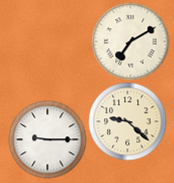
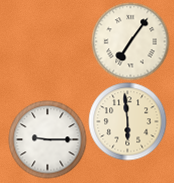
clock at (130, 41): 7:10 -> 7:06
clock at (127, 121): 9:22 -> 5:59
